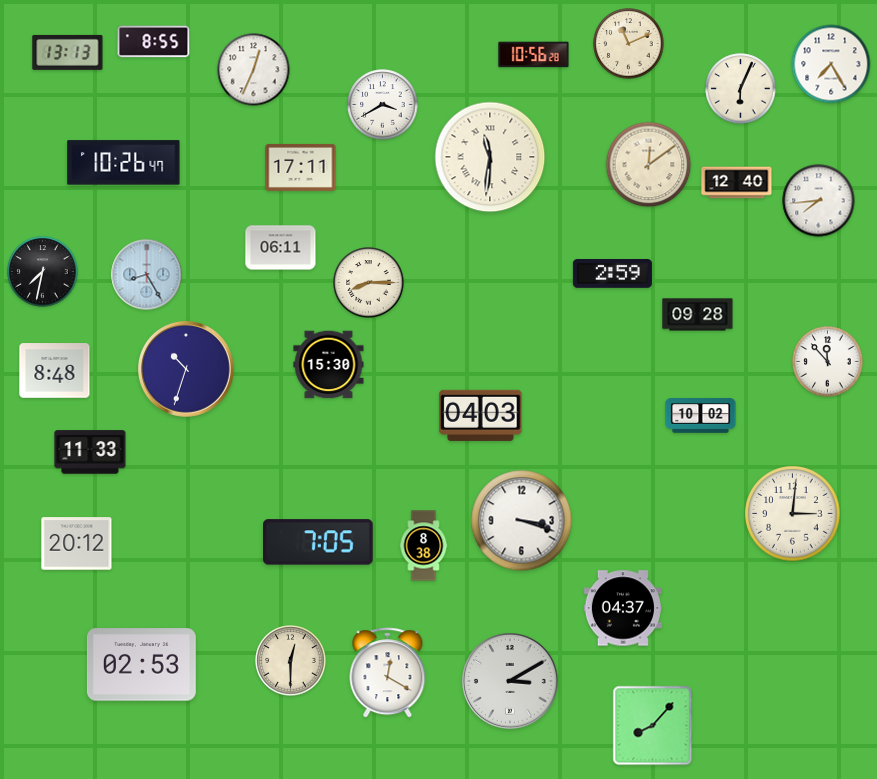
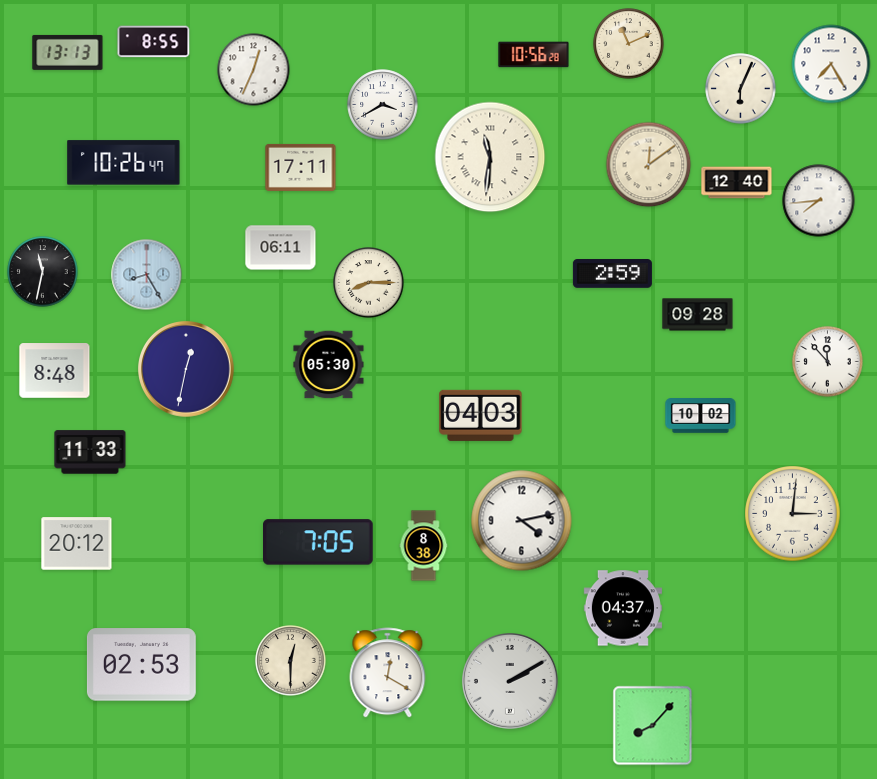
clock at (43, 272): 7:32 -> 11:32
clock at (329, 365): 15:30 -> 05:30
clock at (187, 370): 10:33 -> 12:32
clock at (522, 521): 3:18 -> 4:13
clock at (511, 682): 3:10 -> 2:10
